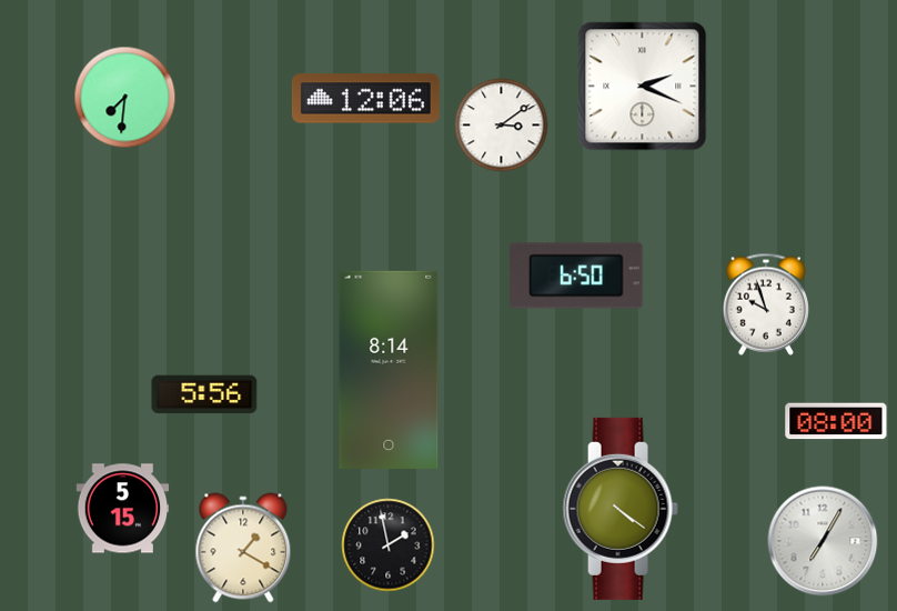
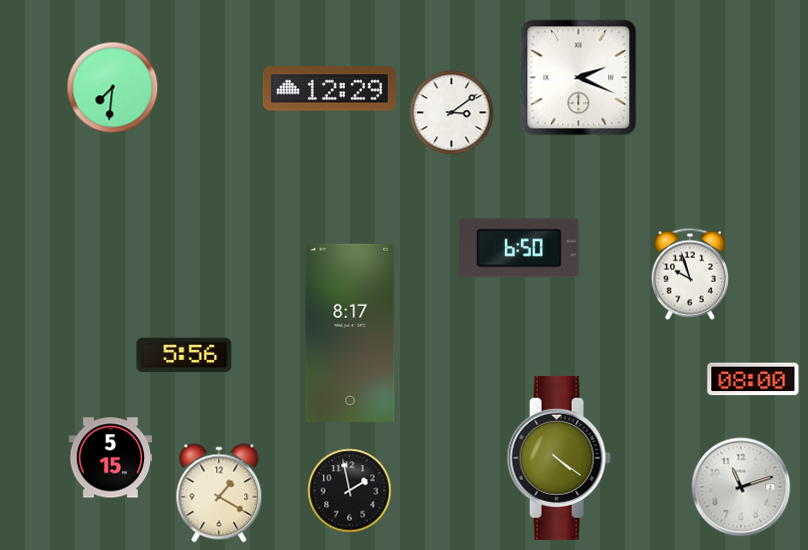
clock at (365, 99): 12:06 -> 12:29
clock at (389, 370): 8:14 -> 8:17
clock at (823, 541): 7:05 -> 11:12
